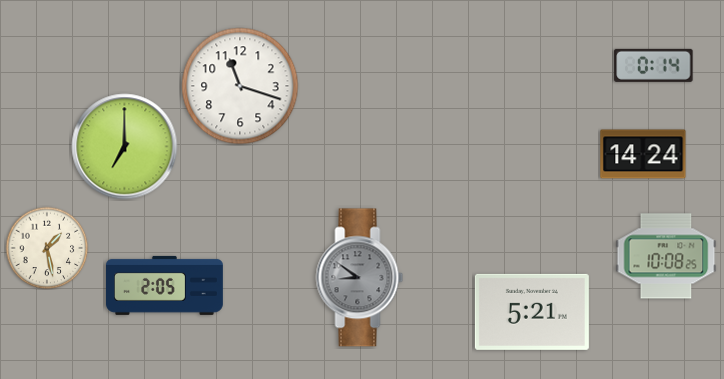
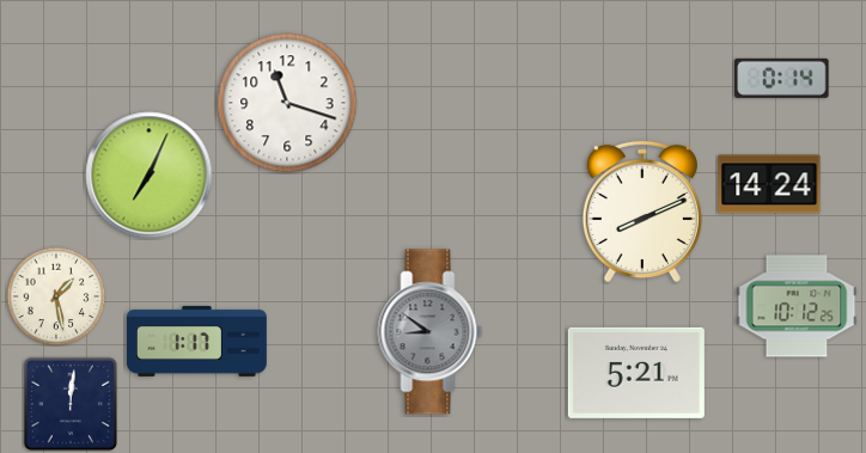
clock at (125, 147): 7:00 -> 7:04
clock at (642, 212): none -> 8:11
clock at (666, 256): 10:08 -> 10:12
clock at (165, 285): 2:05 -> 1:17
clock at (71, 404): none -> 12:01
